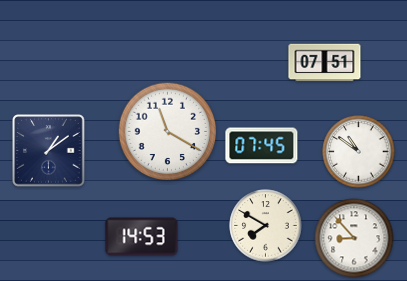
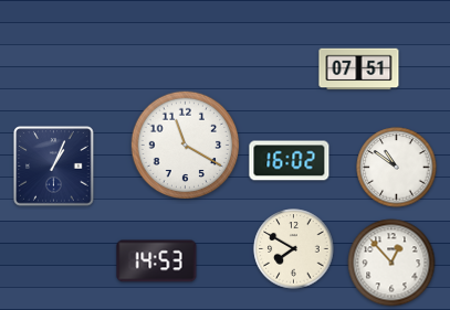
clock at (262, 146): 07:45 -> 16:02
clock at (49, 151): 1:09 -> 1:04
clock at (354, 238): 8:53 -> 12:53
